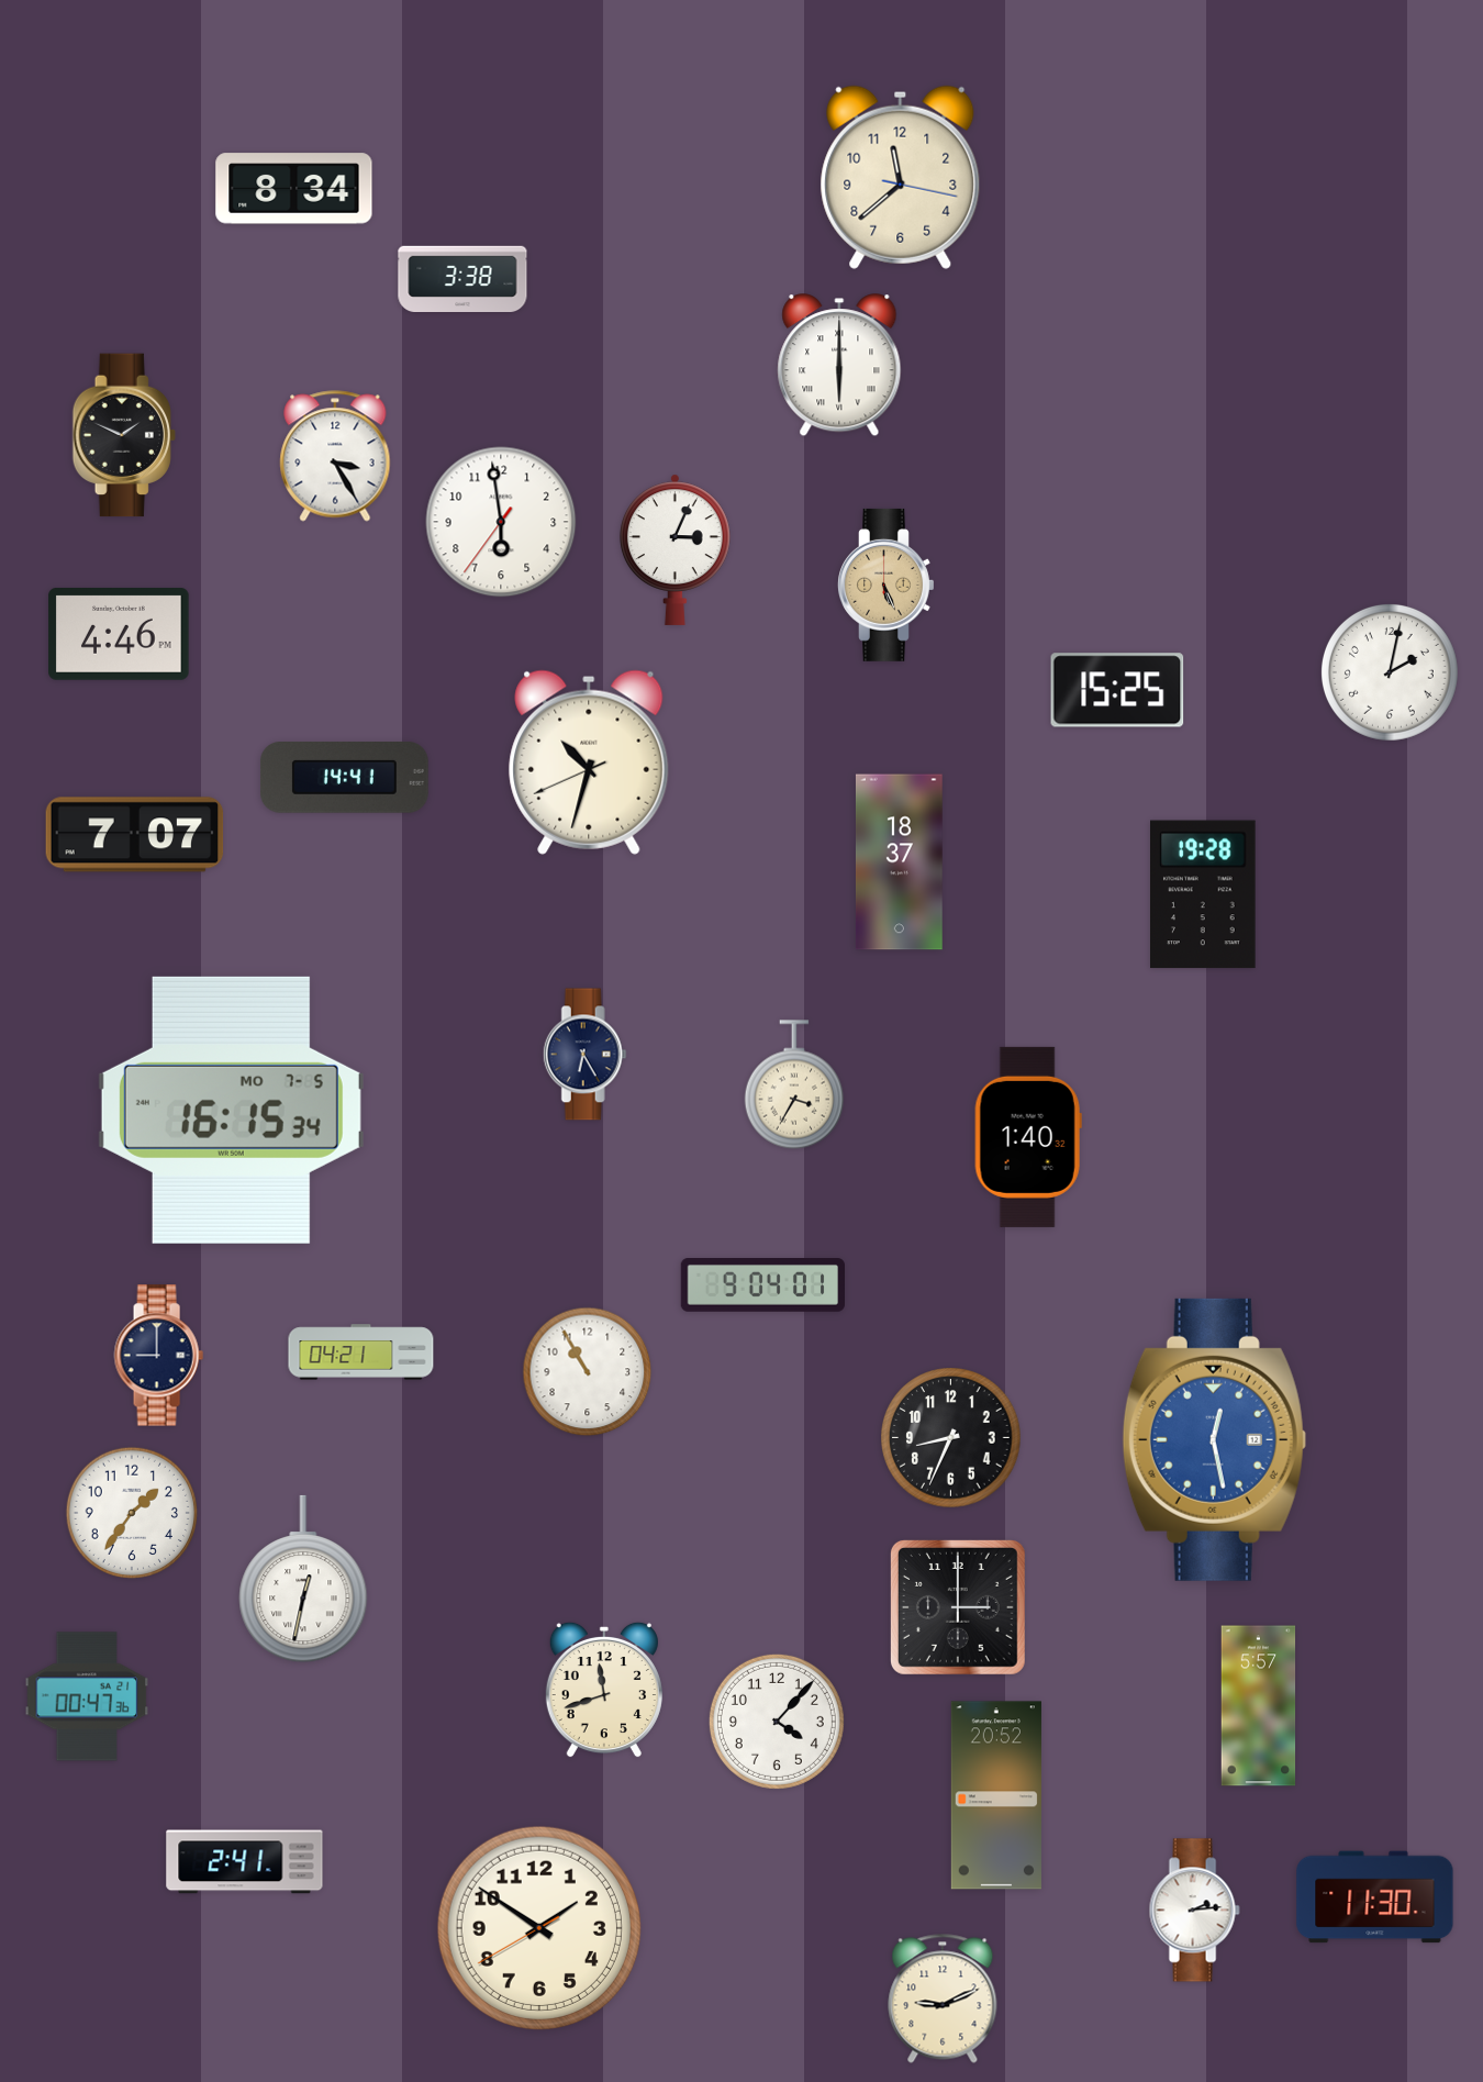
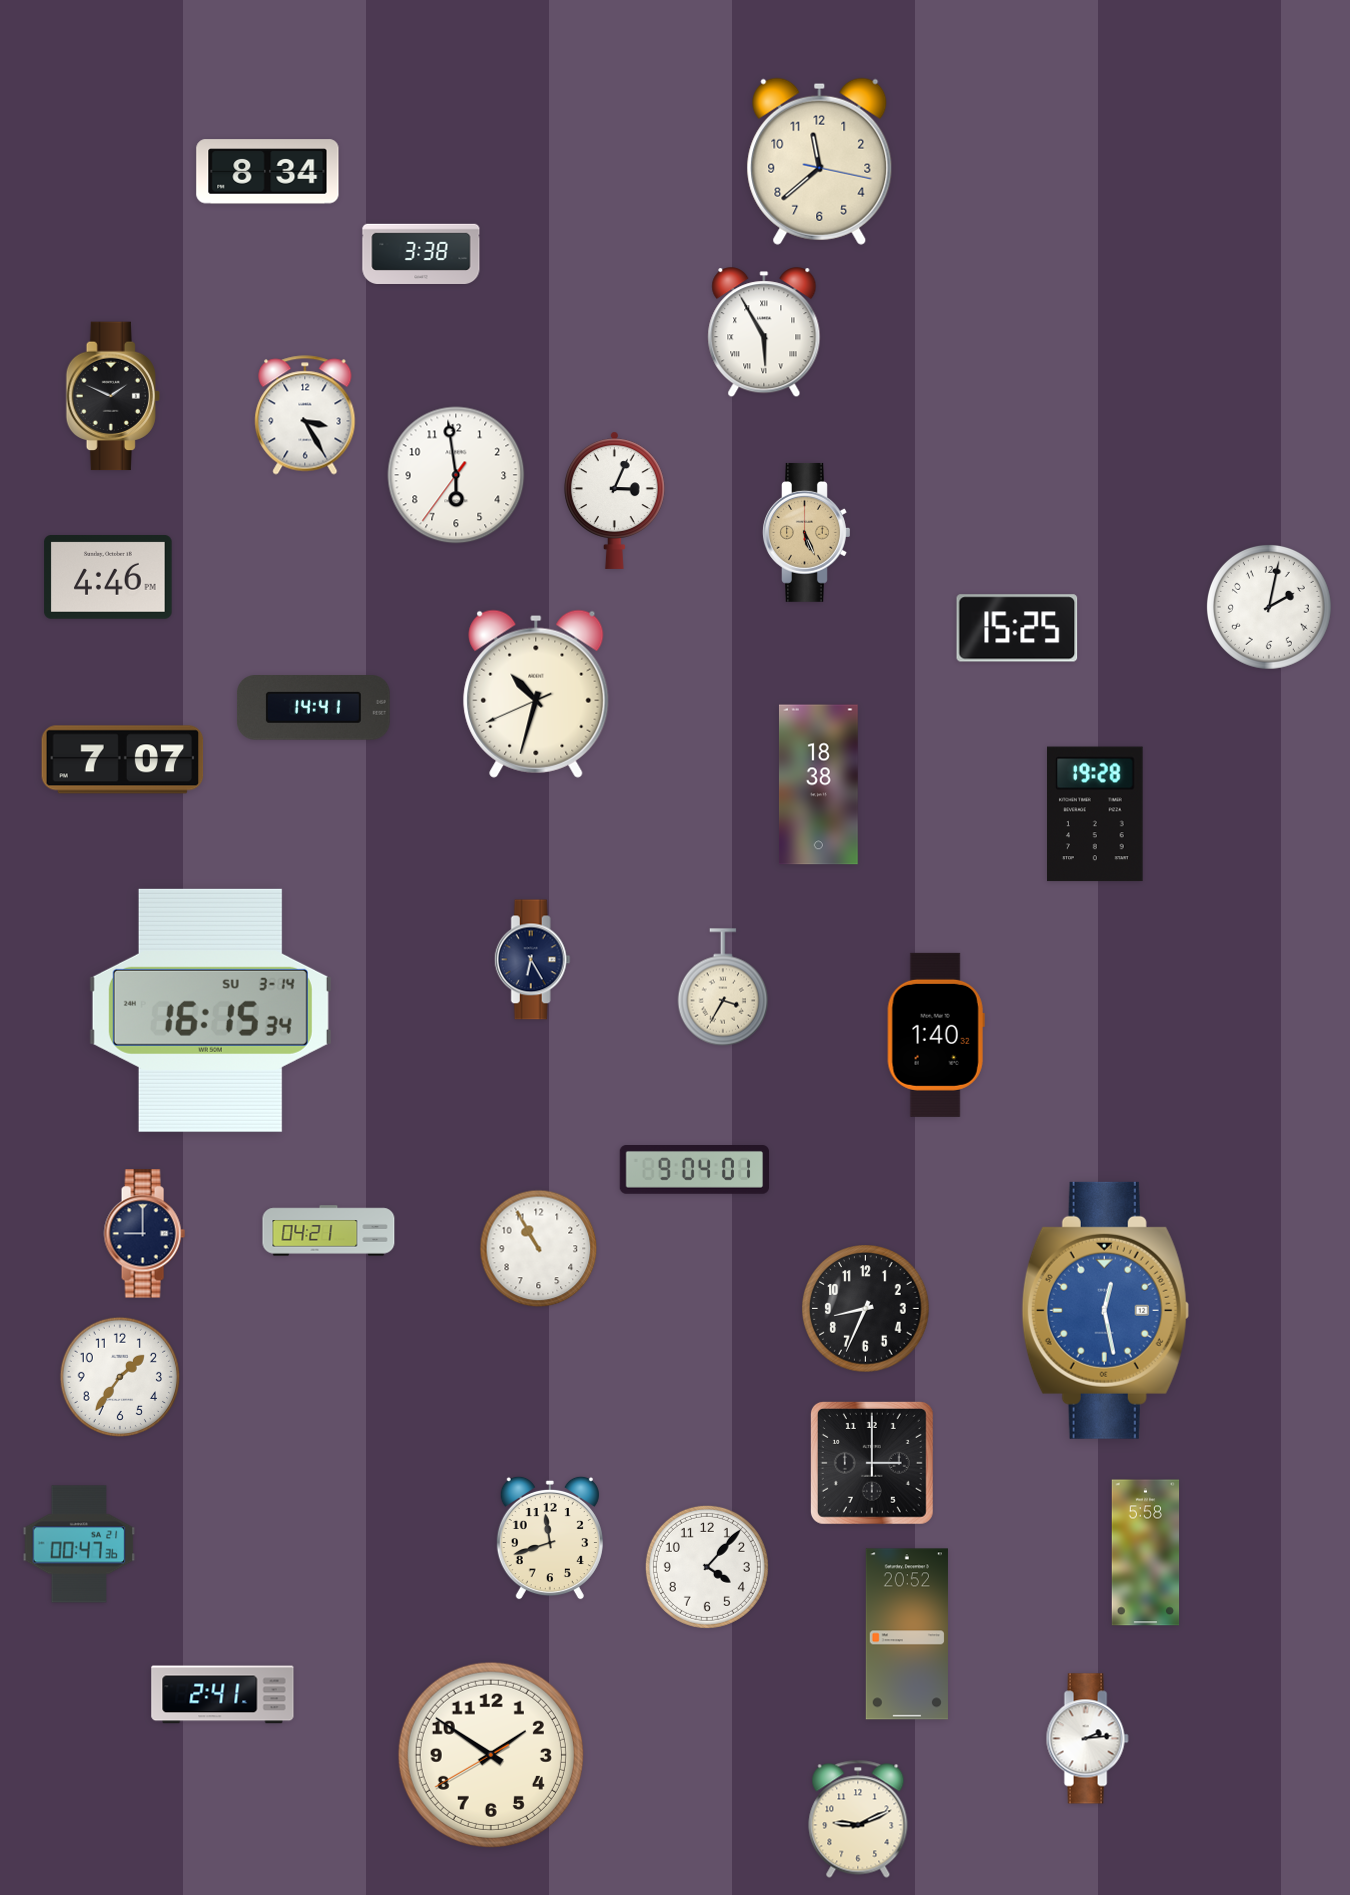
clock at (839, 366): 6:00 -> 5:55
clock at (1390, 672) position: (1390, 672) -> (1269, 607)
clock at (899, 862): 18:37 -> 18:38
clock at (231, 1110) date: MO 7-5 -> SU 3-14
clock at (588, 1372) position: (588, 1372) -> (539, 1249)
clock at (303, 1579): 12:32 -> none
clock at (1259, 1706): 5:57 -> 5:58
clock at (1375, 1897): 11:30 -> none
